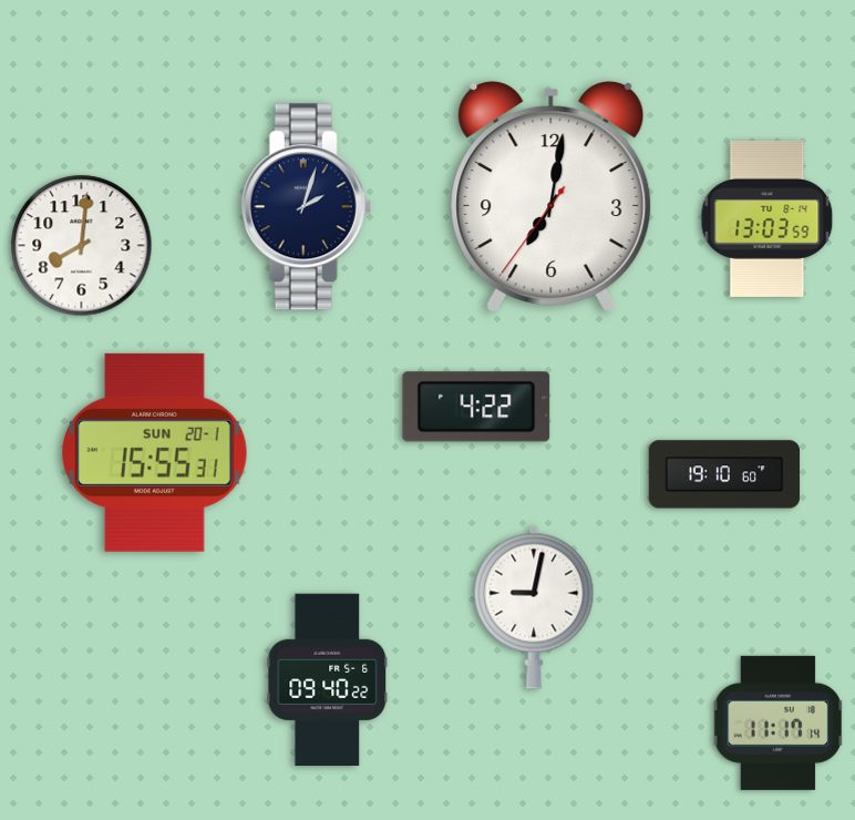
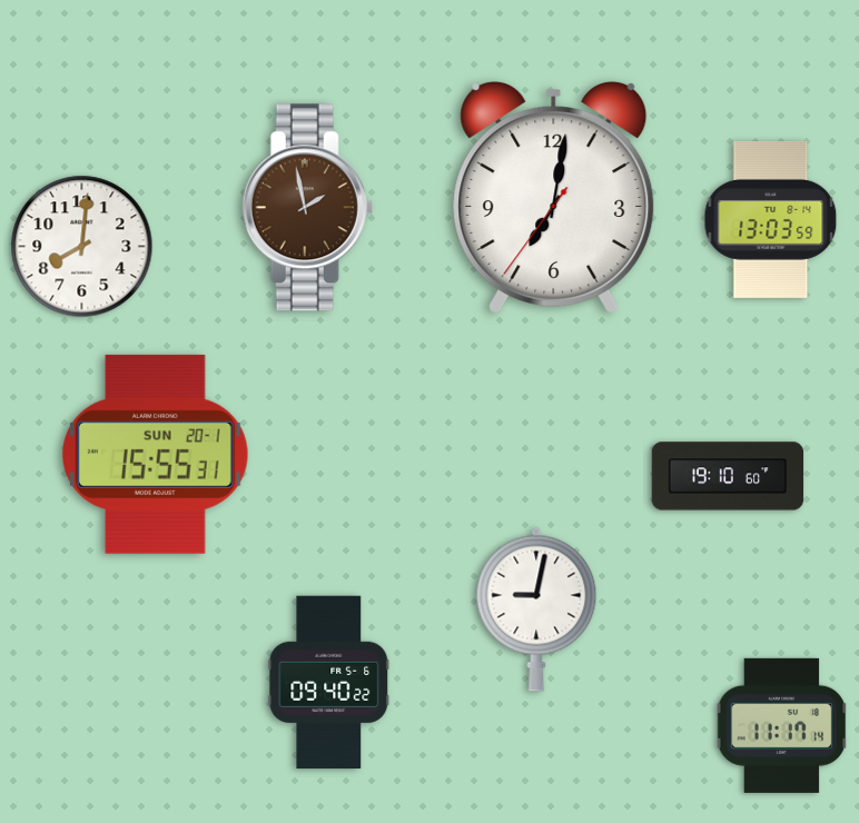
clock at (307, 207): 2:03 -> 1:58
clock at (307, 207) dial: navy -> brown
clock at (476, 407): 4:22 -> none
